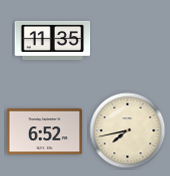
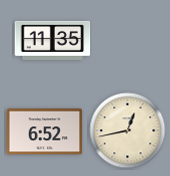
clock at (128, 131): 7:43 -> 12:43
